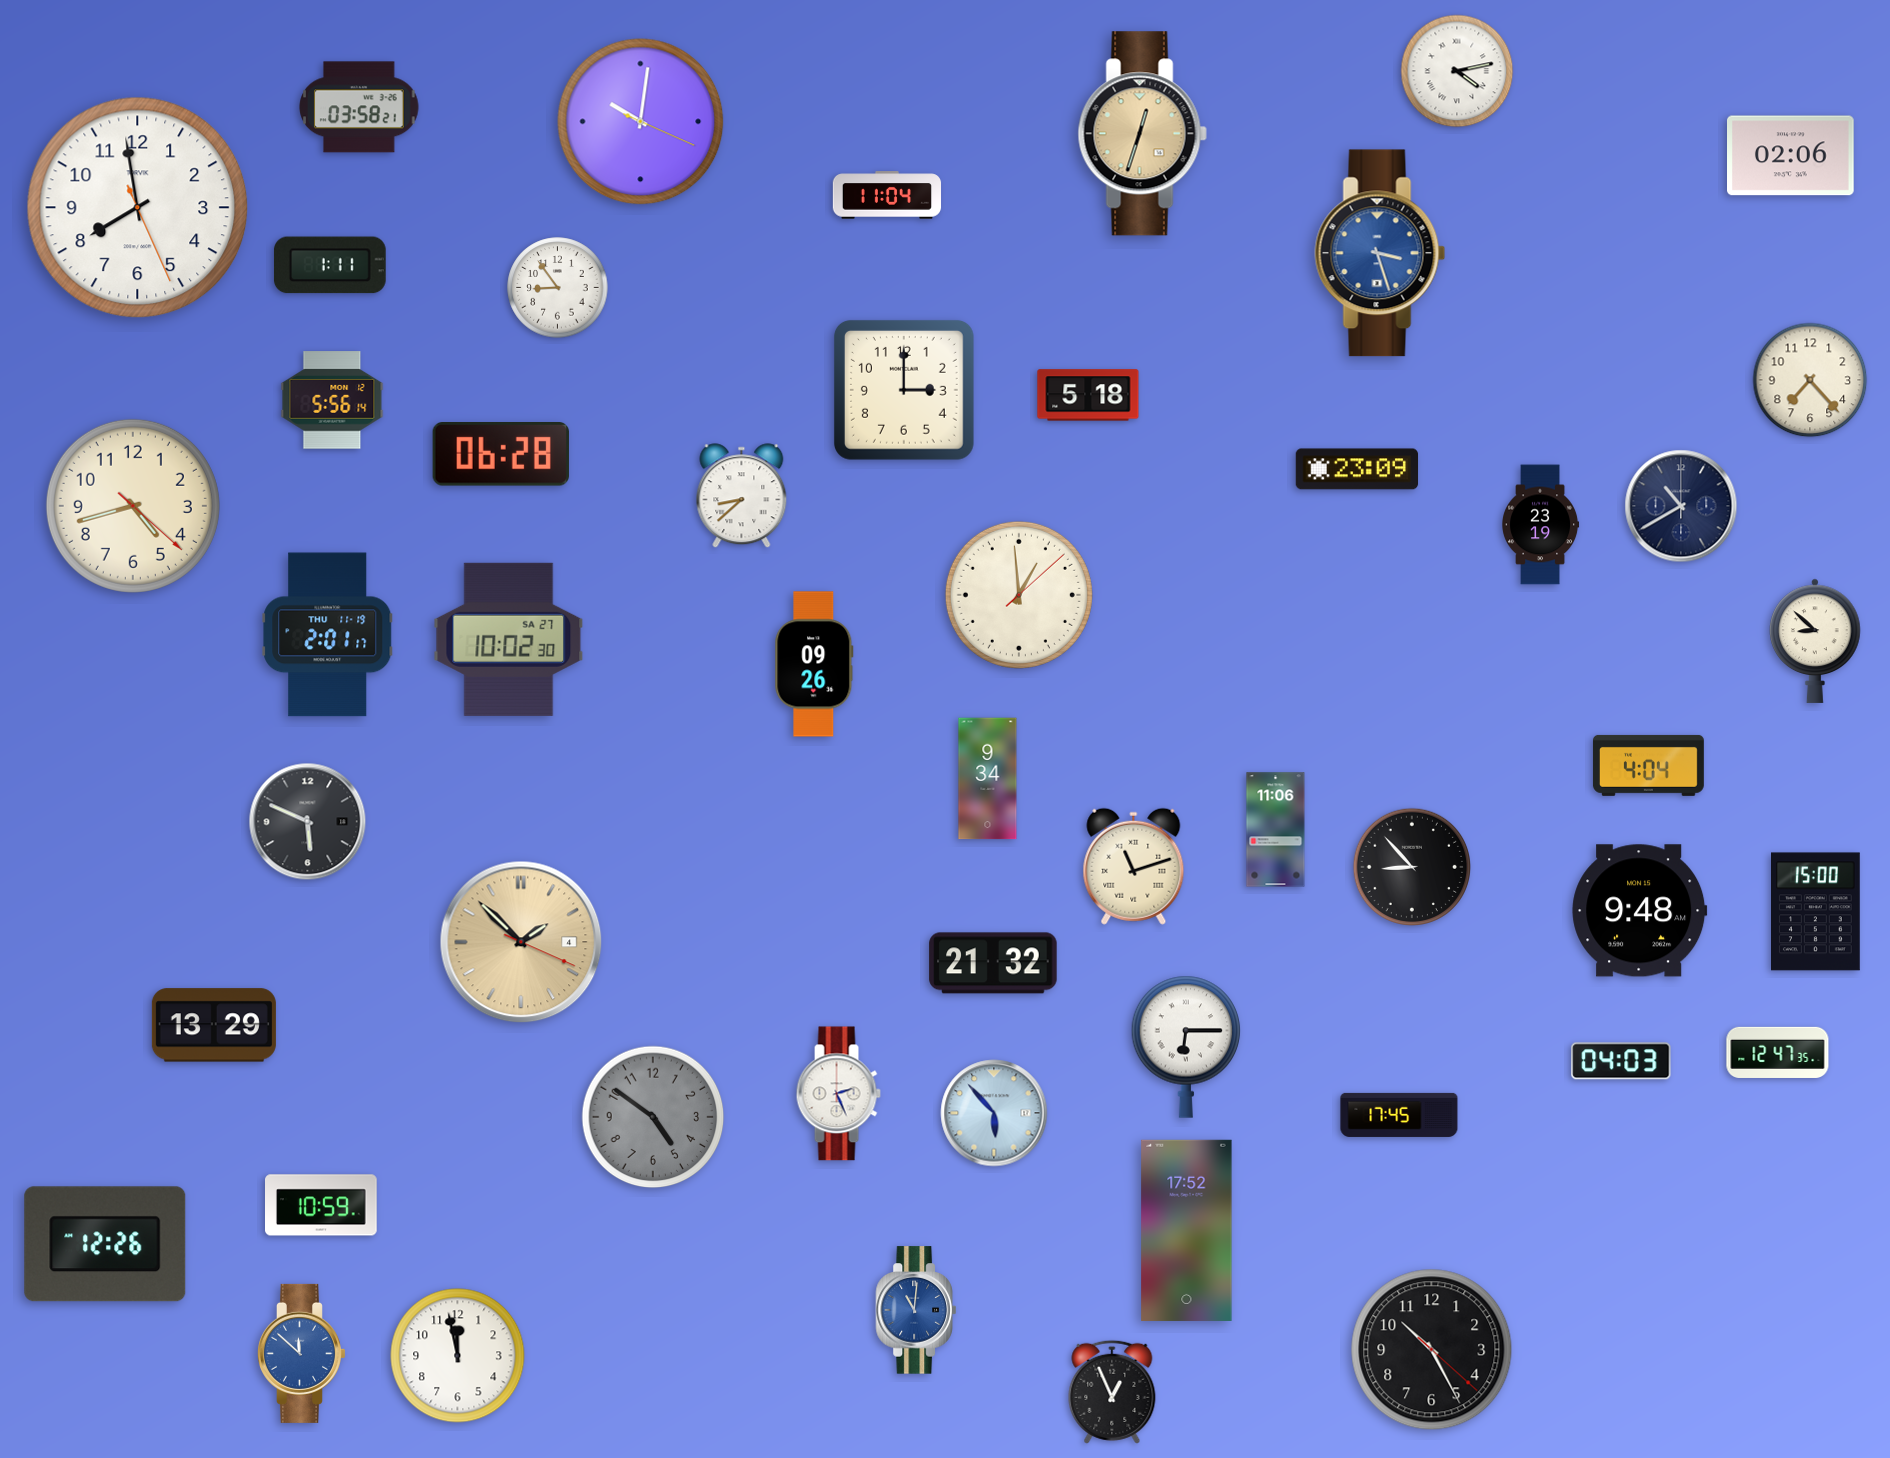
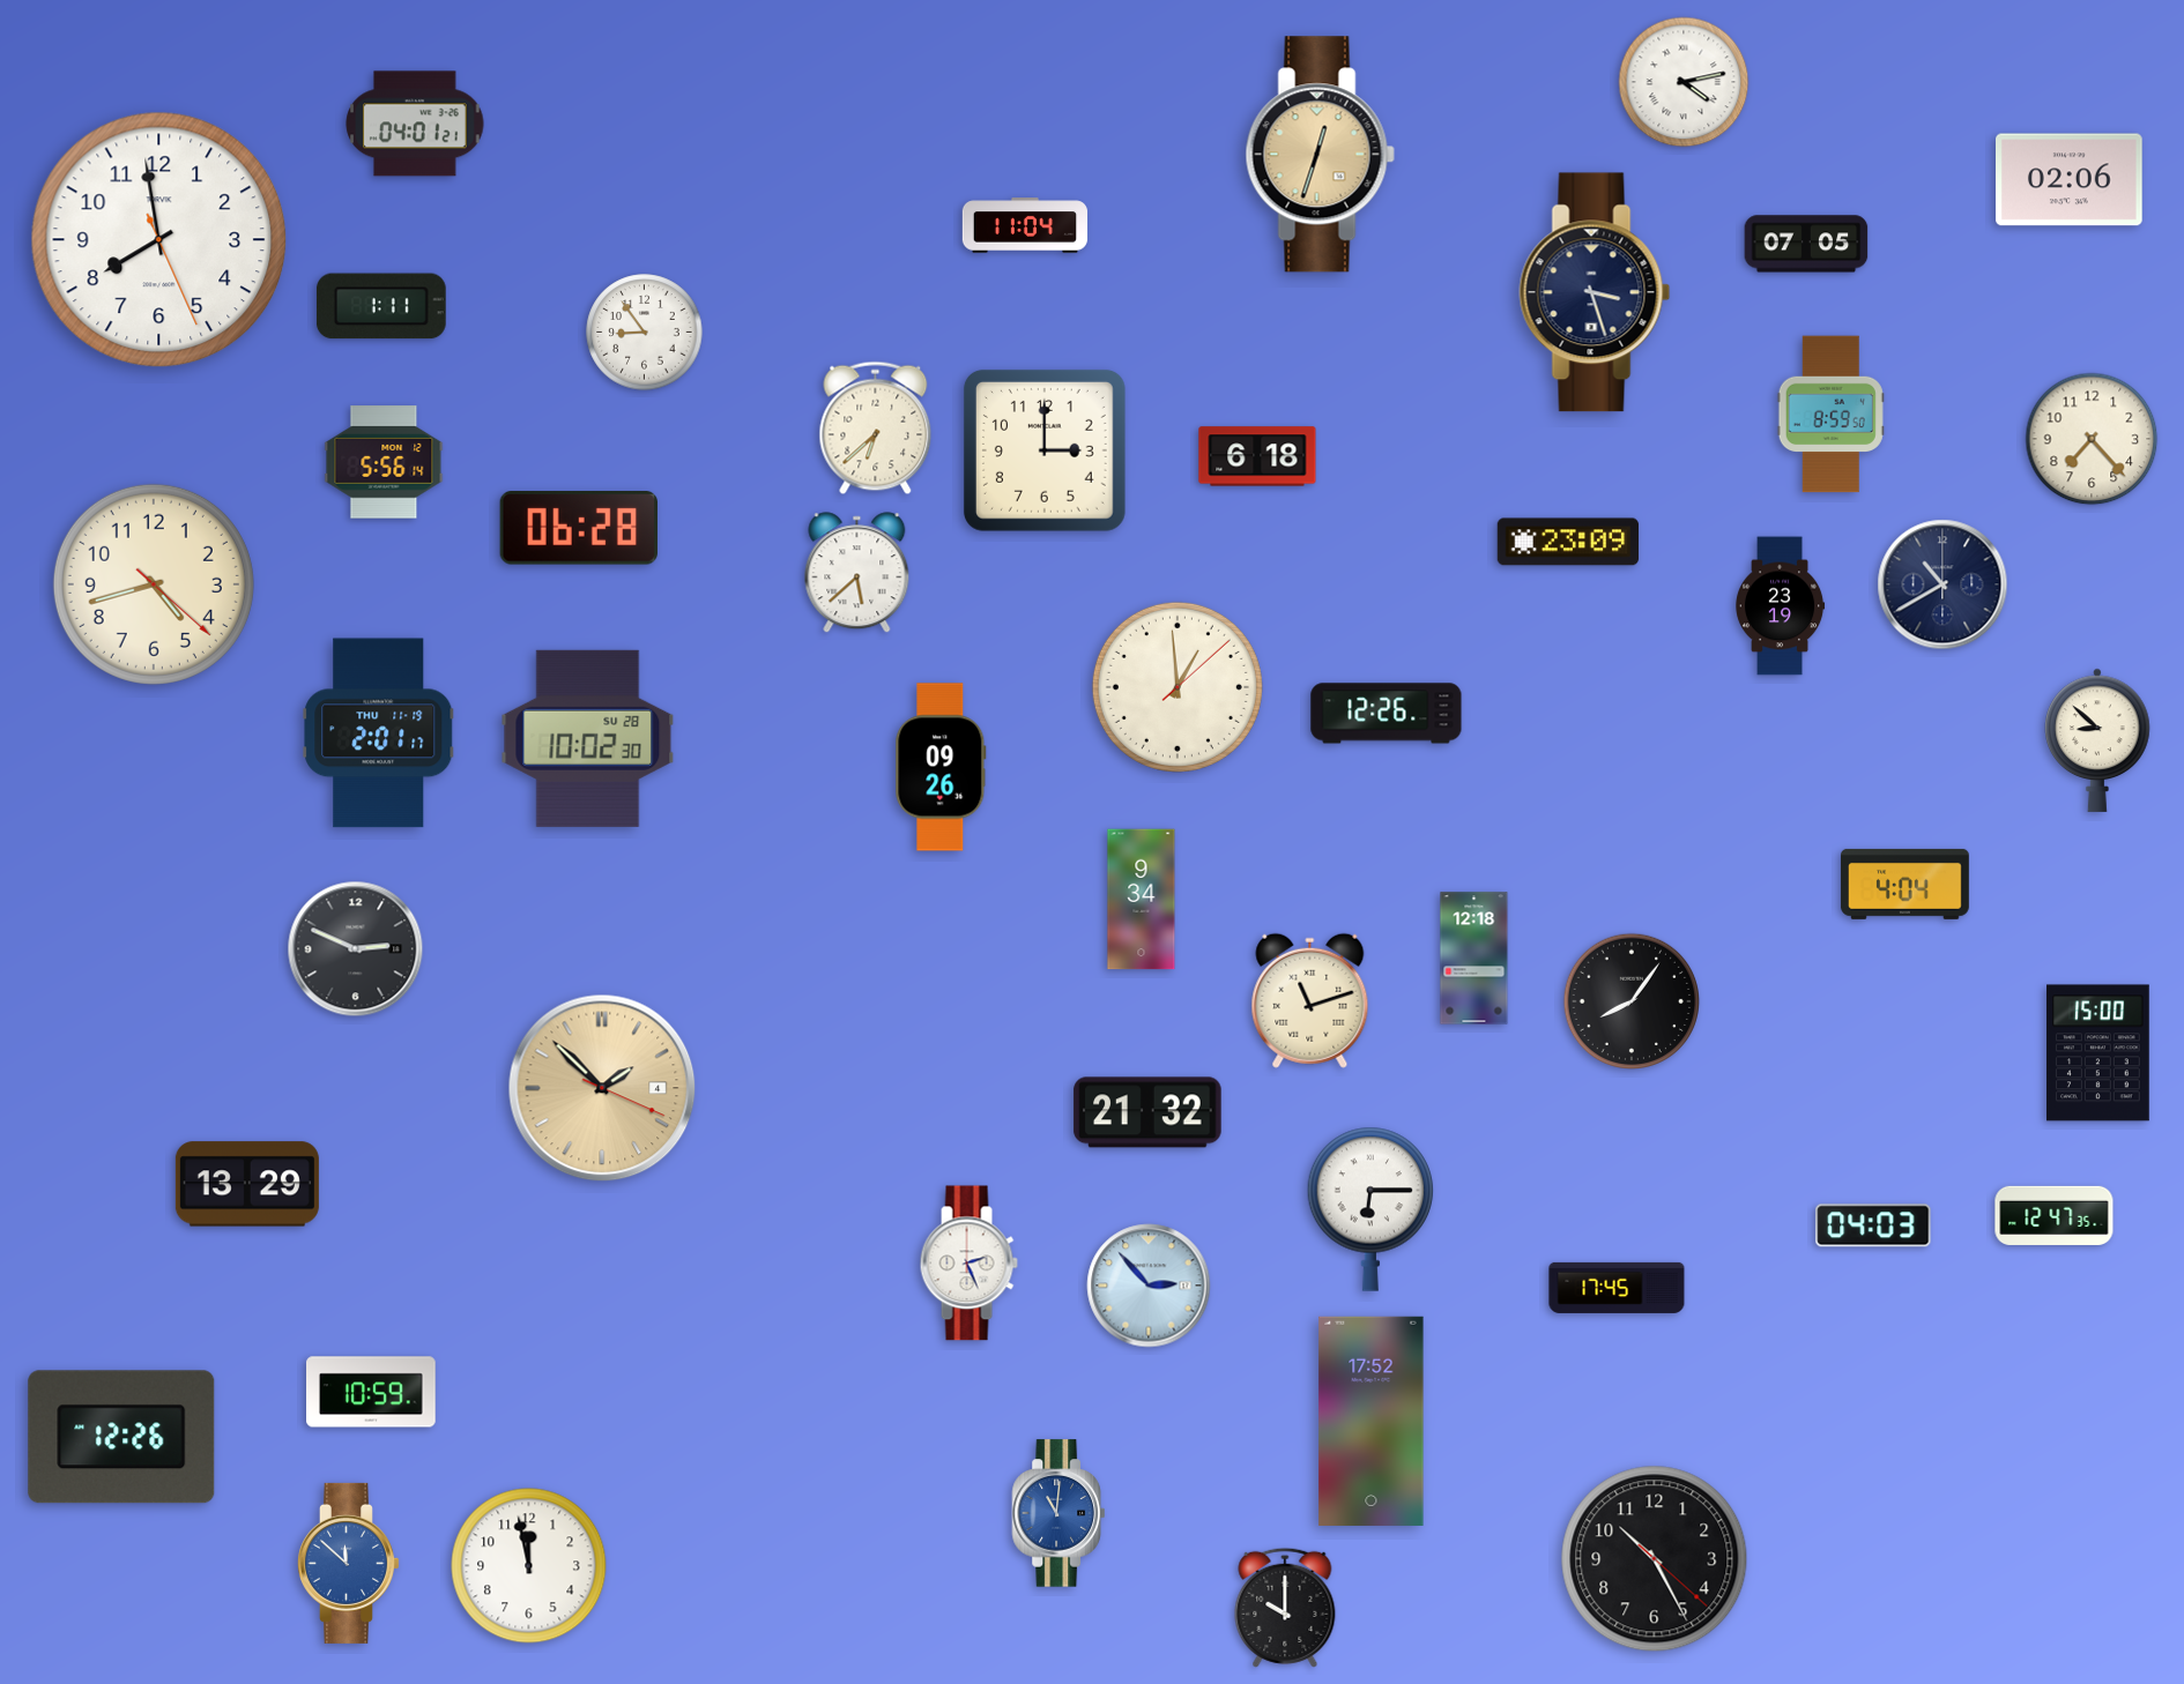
clock at (359, 107): 03:58 -> 04:01
clock at (641, 122): 10:01 -> none
clock at (1806, 244): none -> 07:05
clock at (1380, 253) dial: blue -> navy
clock at (1830, 415): none -> 8:59
clock at (876, 429): none -> 6:38
clock at (1088, 395): 5:18 -> 6:18
clock at (501, 454) position: (501, 454) -> (579, 528)
clock at (742, 496): 8:38 -> 5:38
clock at (1387, 714): none -> 12:26
clock at (509, 639) date: SA 27 -> SU 28
clock at (308, 822): 5:49 -> 2:49
clock at (1276, 830): 11:06 -> 12:18
clock at (1412, 867): 8:53 -> 8:06
clock at (1640, 911): 9:48 -> none
clock at (994, 1113): 5:53 -> 2:53
clock at (653, 1117): 4:51 -> none
clock at (1112, 1392): 12:56 -> 10:00
